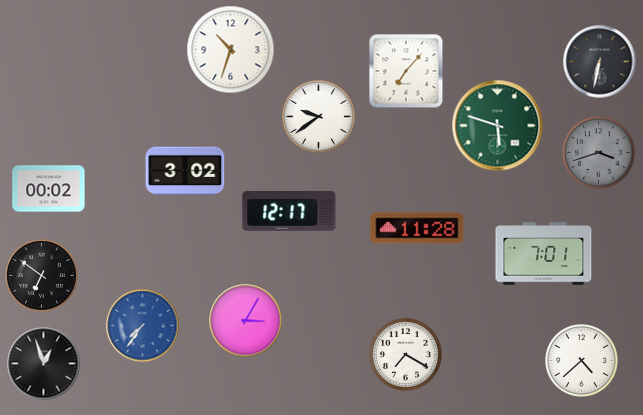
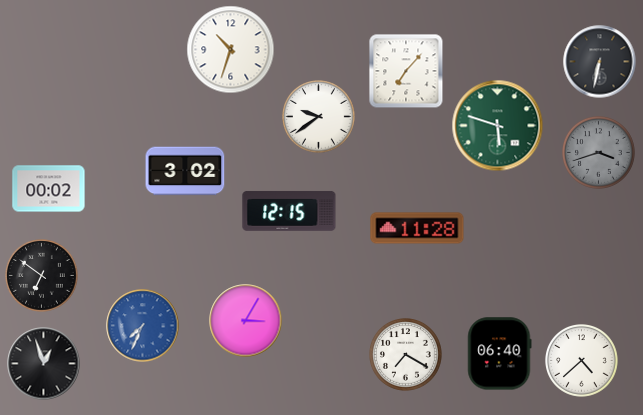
clock at (289, 211): 12:17 -> 12:15
clock at (544, 254): 7:01 -> none
clock at (143, 326): 7:36 -> 7:34
clock at (500, 354): none -> 06:40
